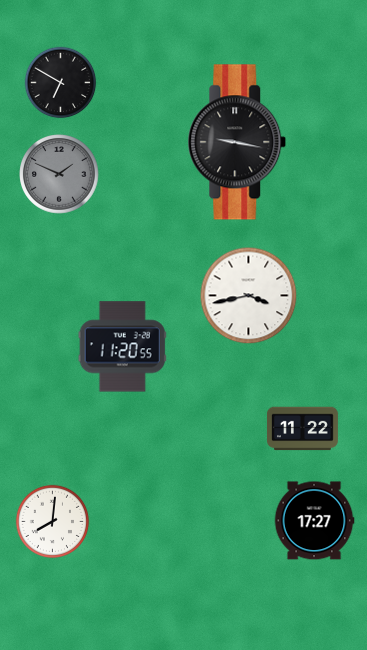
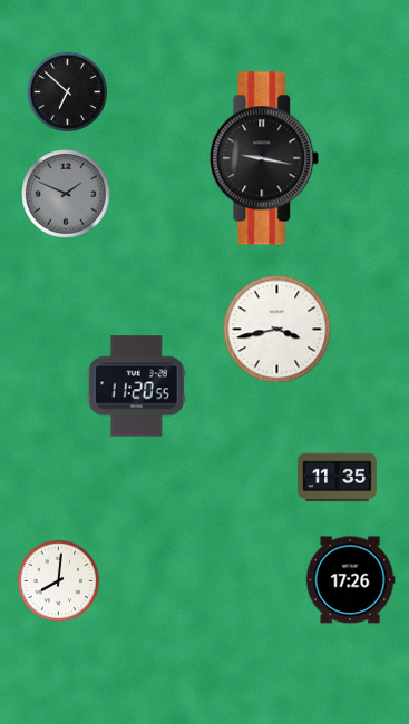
clock at (61, 83): 6:50 -> 6:52
clock at (302, 429): 11:22 -> 11:35
clock at (314, 521): 17:27 -> 17:26
